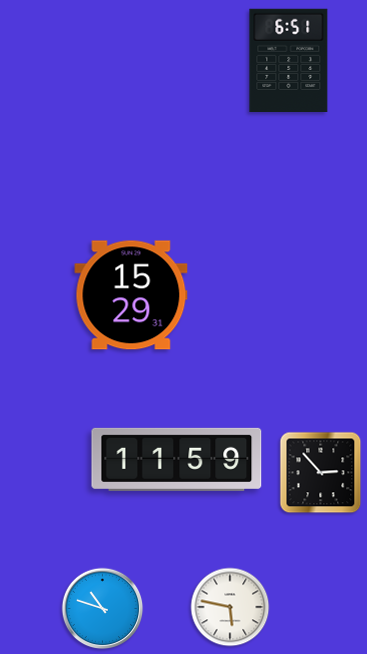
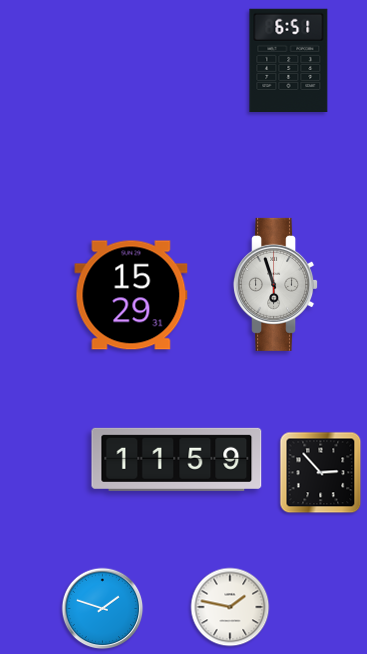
clock at (276, 284): none -> 5:57
clock at (230, 607): 5:47 -> 1:47
clock at (103, 609): 10:48 -> 1:48
